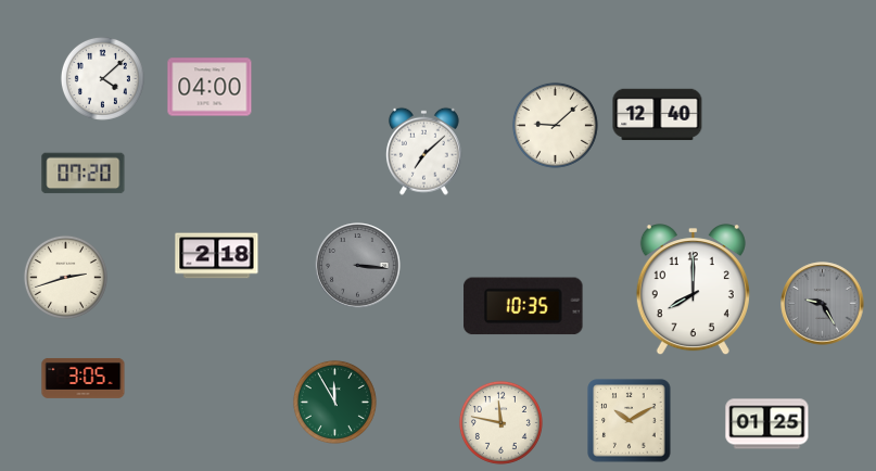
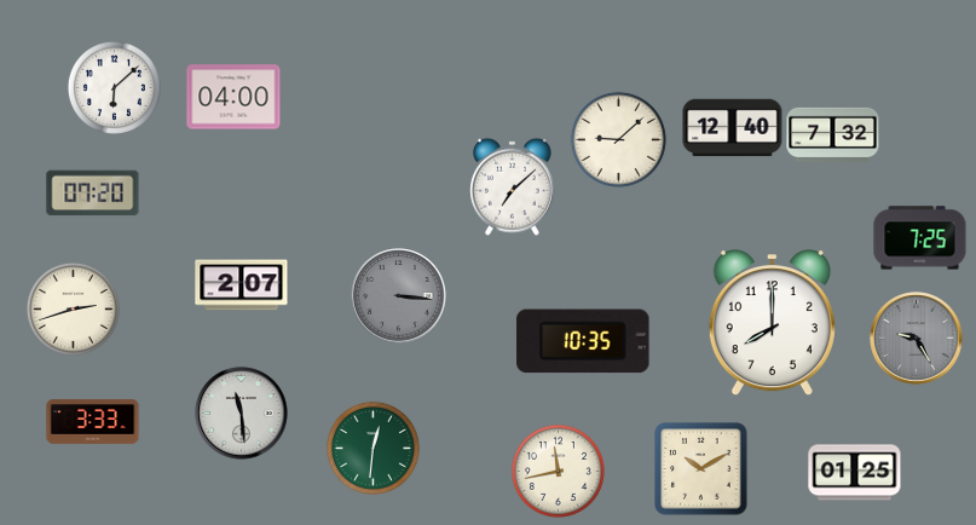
clock at (102, 78): 4:08 -> 6:08
clock at (833, 134): none -> 7:32
clock at (423, 151) position: (423, 151) -> (512, 186)
clock at (920, 238): none -> 7:25
clock at (217, 256): 2:18 -> 2:07
clock at (242, 414): none -> 11:29
clock at (84, 378): 3:05 -> 3:33
clock at (334, 402): 11:55 -> 12:31
clock at (500, 422): 11:47 -> 11:43
